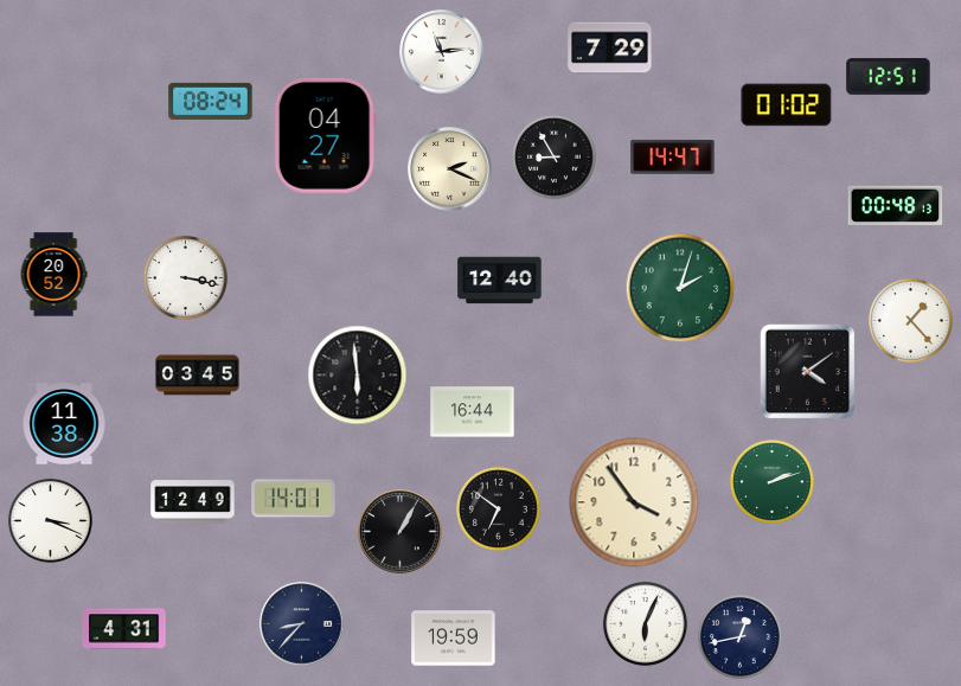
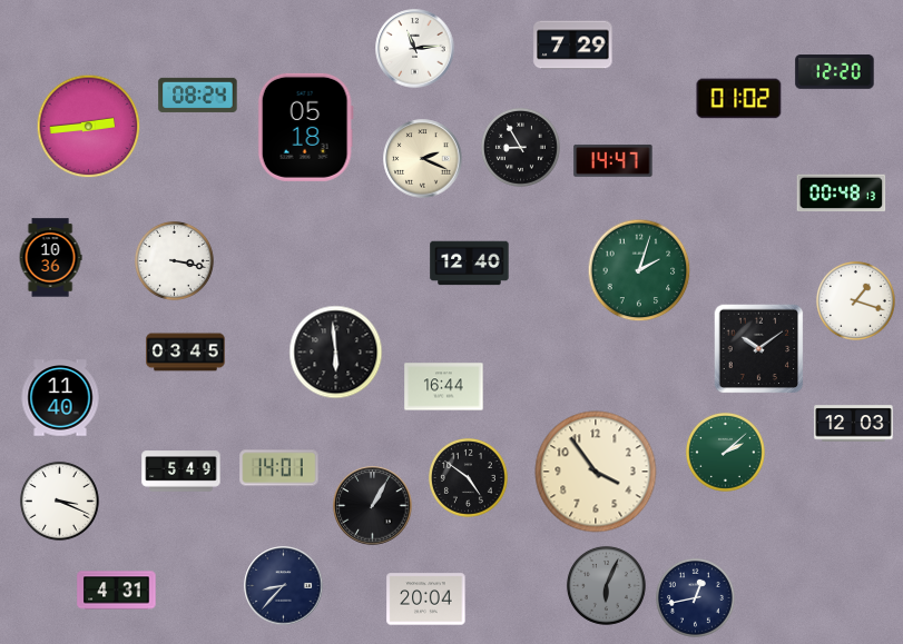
clock at (889, 77): 12:51 -> 12:20
clock at (89, 127): none -> 2:44
clock at (325, 135): 04:27 -> 05:18
clock at (673, 156) position: (673, 156) -> (614, 160)
clock at (53, 275): 20:52 -> 10:36
clock at (910, 320): 1:23 -> 1:18
clock at (808, 372): 4:09 -> 10:09
clock at (64, 424): 11:38 -> 11:40
clock at (854, 424): none -> 12:03
clock at (771, 481): 2:12 -> 2:08
clock at (294, 499) position: (294, 499) -> (279, 468)
clock at (193, 502): 12:49 -> 5:49
clock at (498, 508): 6:51 -> 4:51
clock at (50, 520) position: (50, 520) -> (59, 501)
clock at (401, 532) position: (401, 532) -> (373, 506)
clock at (645, 623) dial: white -> grey
clock at (454, 639): 19:59 -> 20:04
